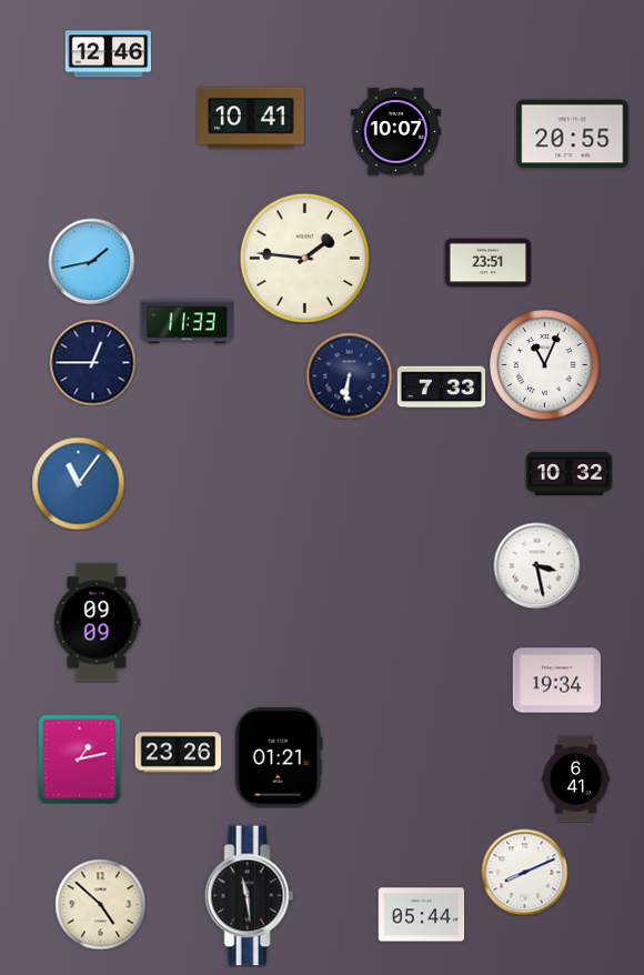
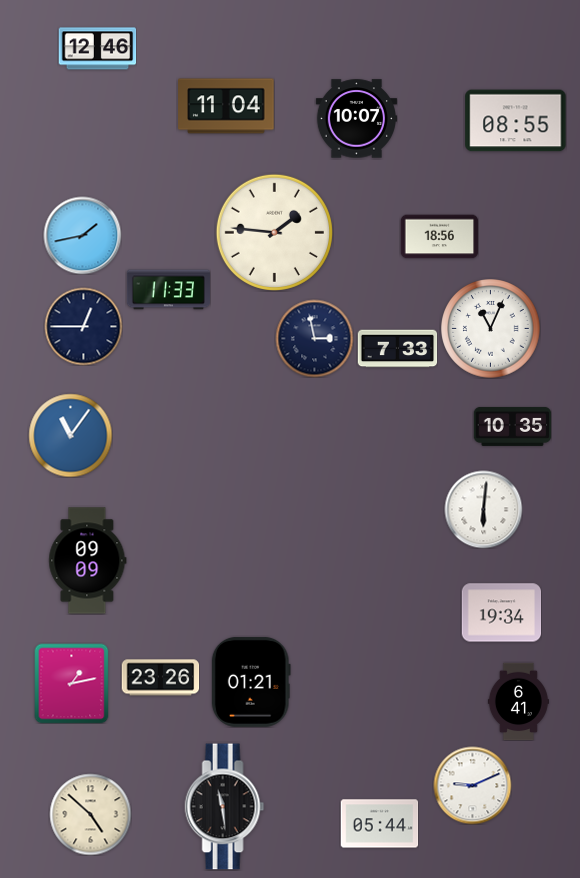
clock at (251, 118): 10:41 -> 11:04
clock at (573, 134): 20:55 -> 08:55
clock at (487, 263): 23:51 -> 18:56
clock at (349, 375): 6:31 -> 2:58
clock at (568, 473): 10:32 -> 10:35
clock at (536, 565): 3:28 -> 6:01
clock at (524, 872): 8:11 -> 9:11
